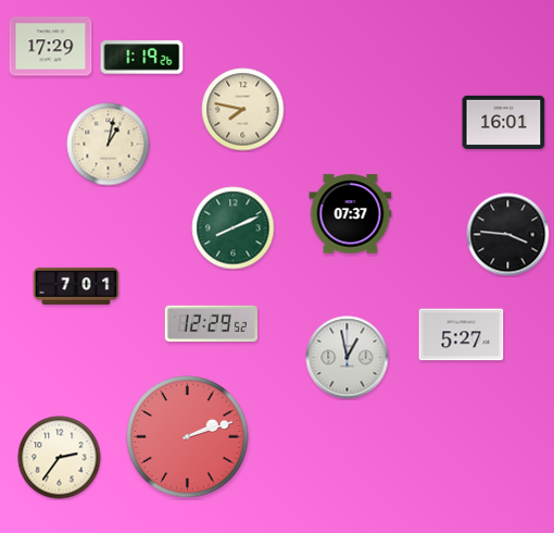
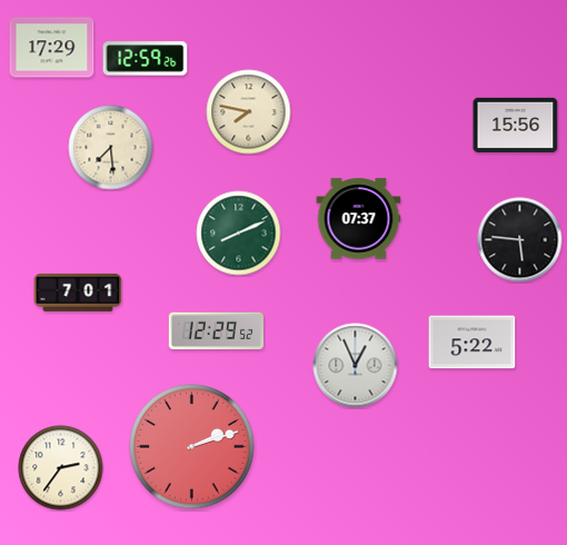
clock at (142, 58): 1:19 -> 12:59
clock at (504, 122): 16:01 -> 15:56
clock at (109, 145): 1:02 -> 7:29
clock at (508, 235): 3:46 -> 5:46
clock at (462, 335): 5:27 -> 5:22
clock at (348, 358): 12:58 -> 12:56
